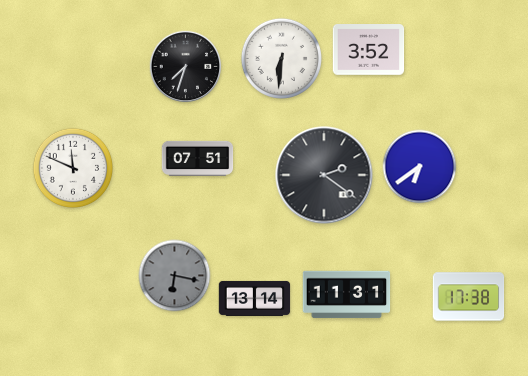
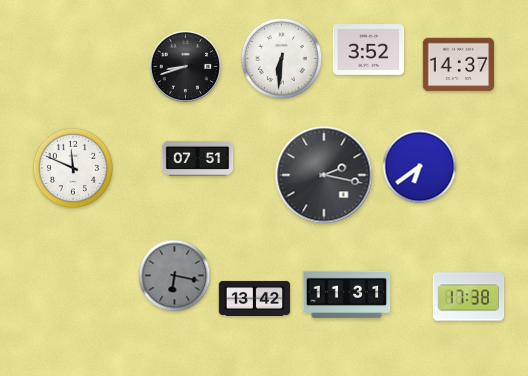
clock at (459, 65): none -> 14:37
clock at (186, 67): 7:33 -> 8:42
clock at (324, 175): 2:21 -> 2:17
clock at (255, 298): 13:14 -> 13:42
